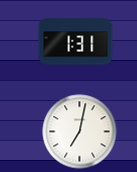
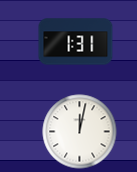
clock at (80, 132): 7:02 -> 12:02
